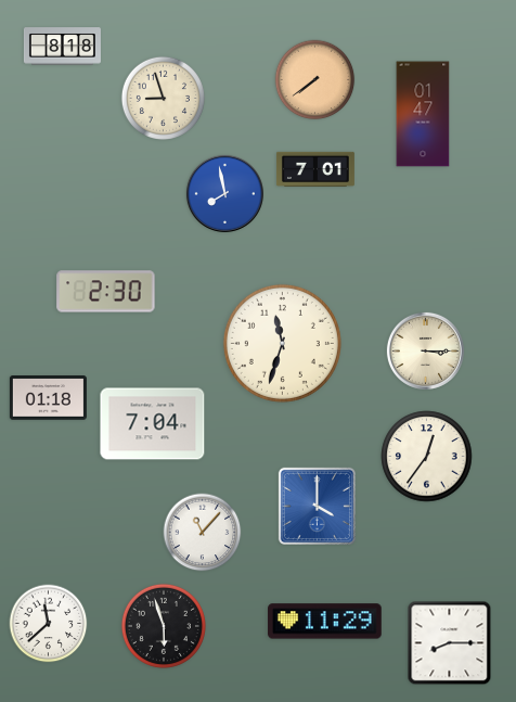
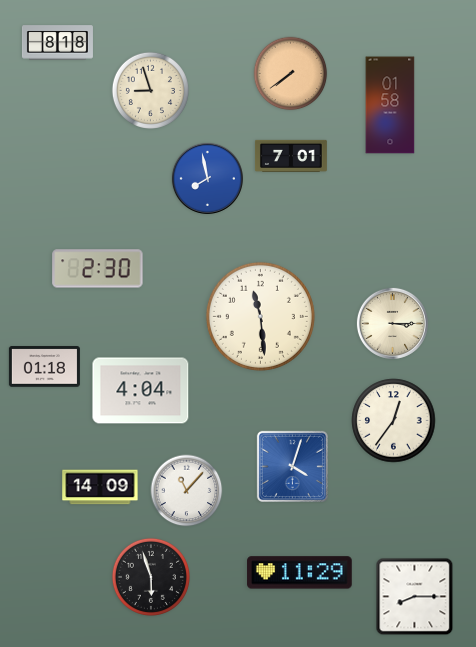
clock at (423, 114): 01:47 -> 01:58
clock at (282, 343): 11:33 -> 11:29
clock at (153, 424): 7:04 -> 4:04
clock at (317, 506): 4:00 -> 4:03
clock at (100, 487): none -> 14:09
clock at (49, 624): 11:38 -> none
clock at (450, 643) position: (450, 643) -> (415, 597)
